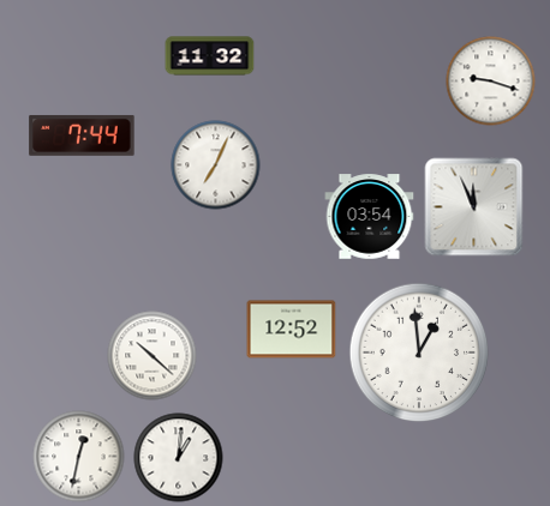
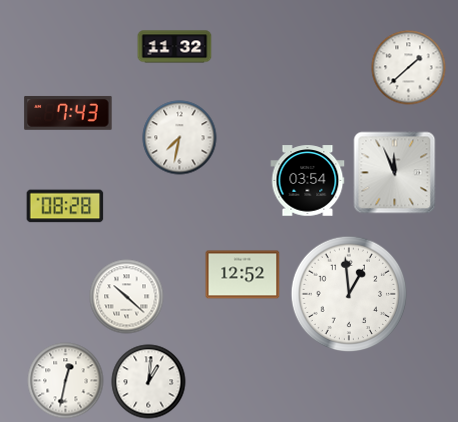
clock at (491, 82): 9:18 -> 1:38
clock at (82, 135): 7:44 -> 7:43
clock at (216, 165): 7:04 -> 7:32
clock at (65, 206): none -> 08:28
